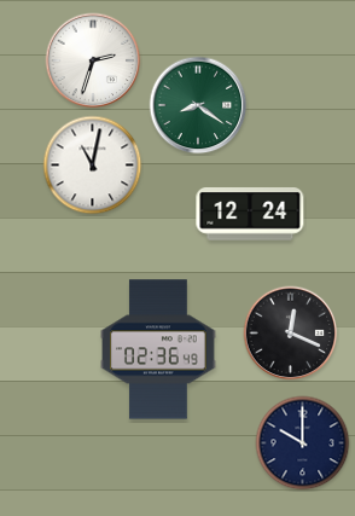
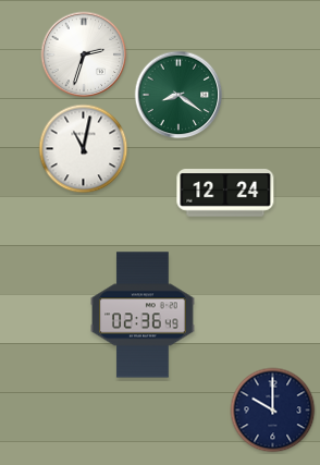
clock at (291, 334): 12:19 -> none
clock at (303, 443) position: (303, 443) -> (273, 411)
